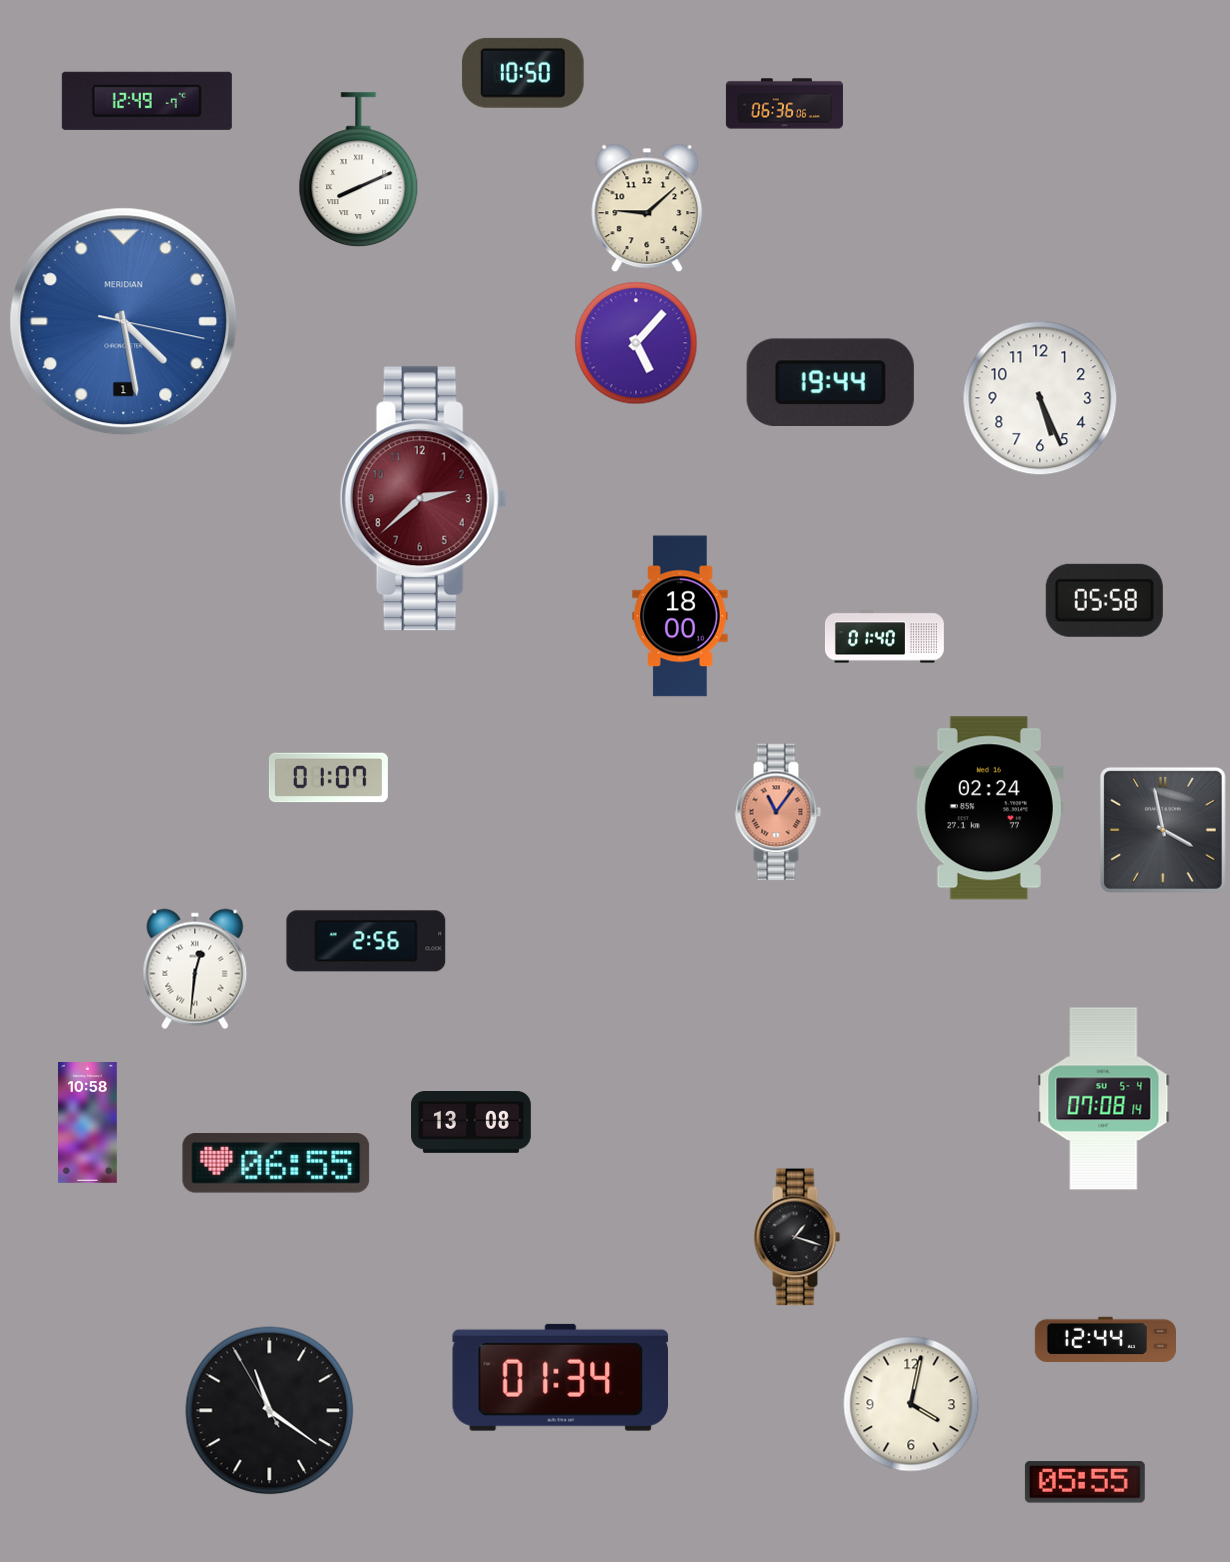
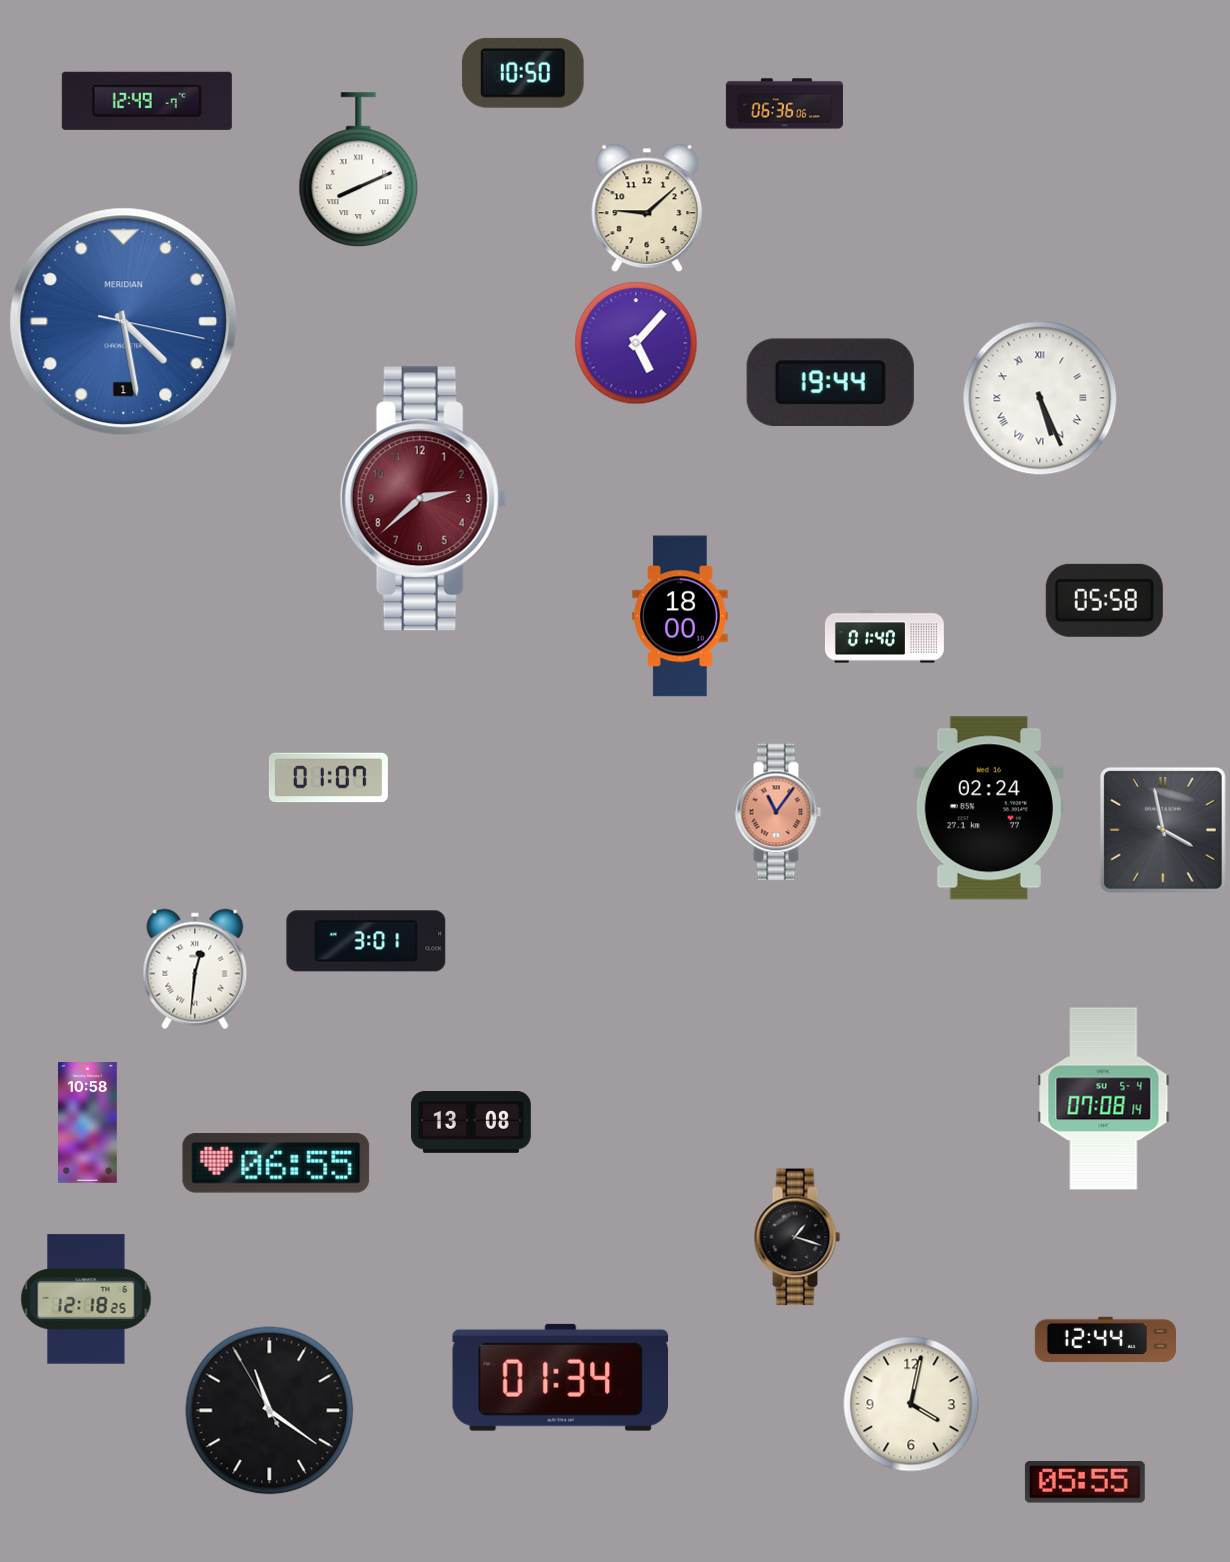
clock at (1040, 398) numerals: Arabic -> Roman
clock at (366, 941): 2:56 -> 3:01
clock at (86, 1299): none -> 12:18
